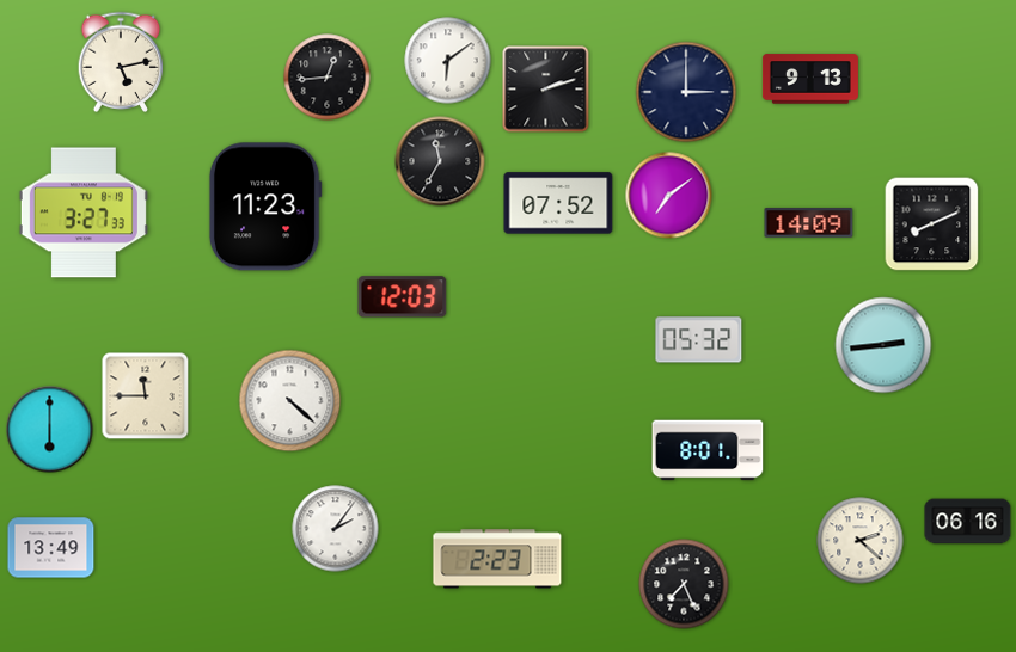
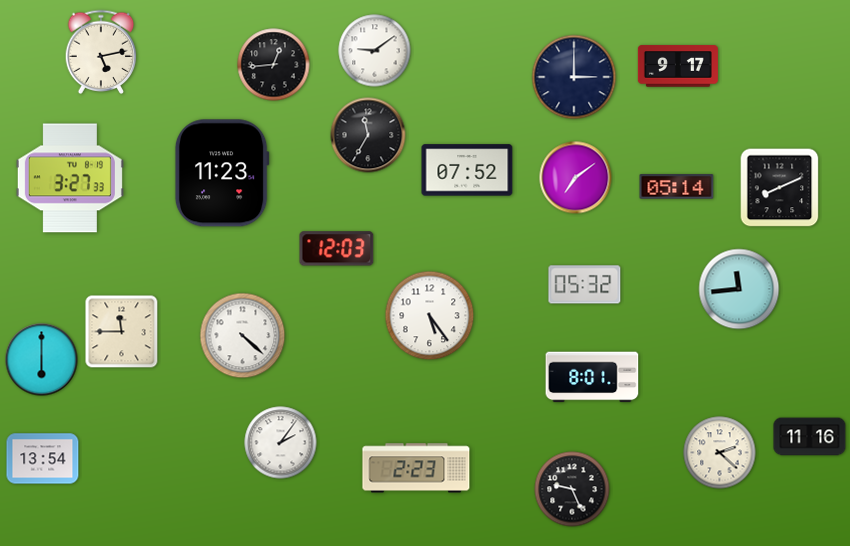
clock at (448, 61): 6:09 -> 9:09
clock at (810, 79): 9:13 -> 9:17
clock at (546, 90): 2:12 -> none
clock at (669, 196) position: (669, 196) -> (576, 178)
clock at (809, 223): 14:09 -> 05:14
clock at (883, 345): 2:44 -> 11:44
clock at (430, 316): none -> 5:24
clock at (968, 522): 06:16 -> 11:16
clock at (51, 548): 13:49 -> 13:54
clock at (684, 584): 7:26 -> 9:26
